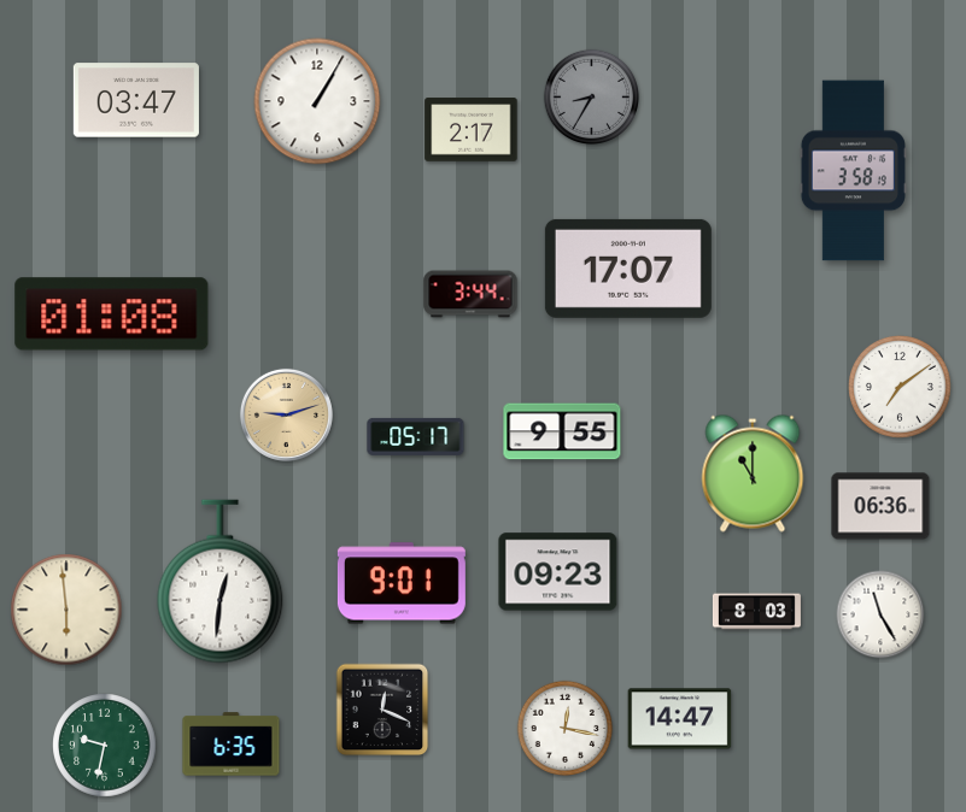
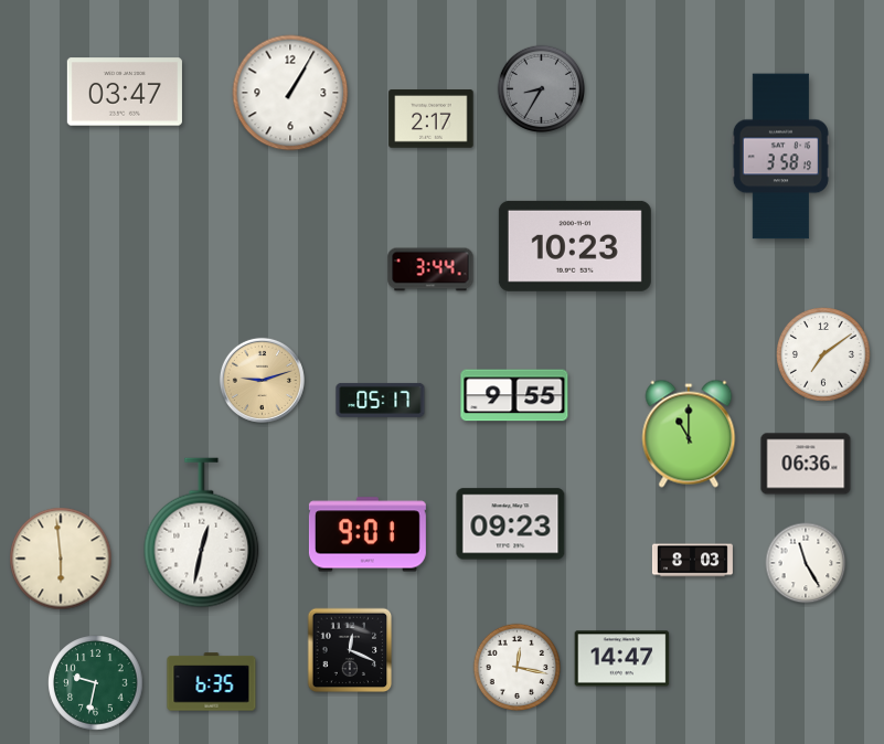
clock at (628, 269): 17:07 -> 10:23
clock at (112, 314): 01:08 -> none
clock at (221, 582): 12:31 -> 12:32
